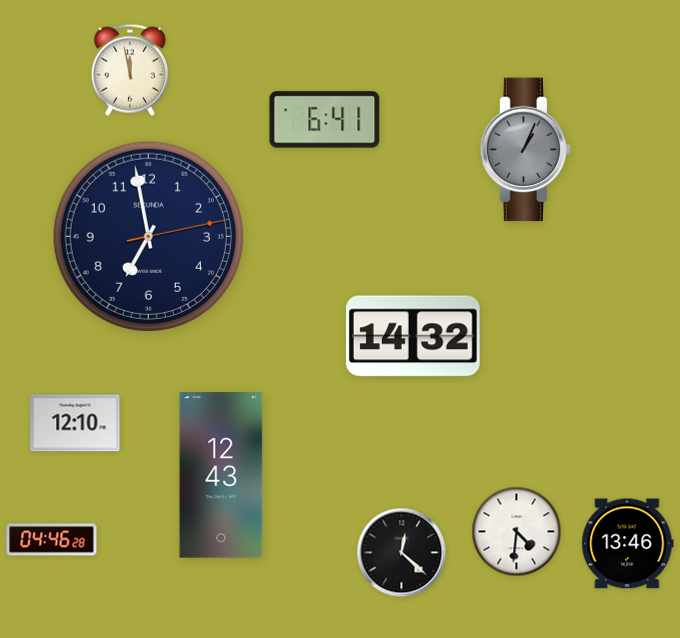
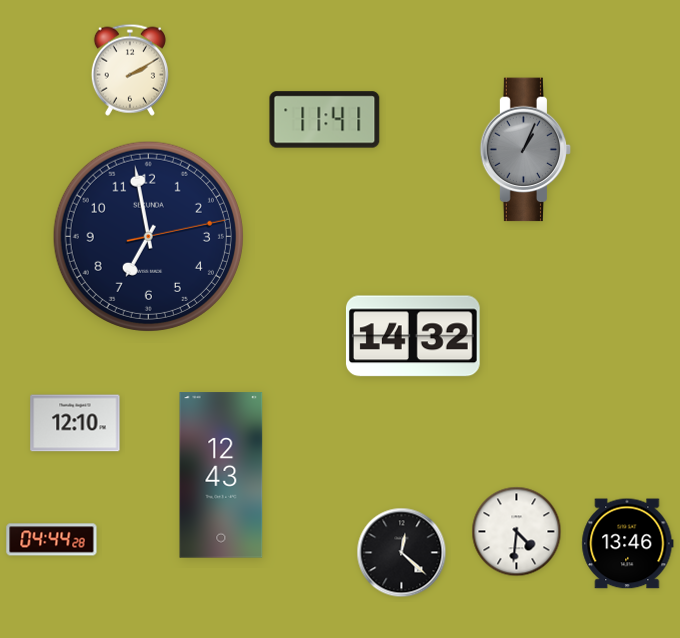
clock at (130, 70): 11:58 -> 2:10
clock at (325, 120): 6:41 -> 11:41
clock at (52, 540): 04:46 -> 04:44
